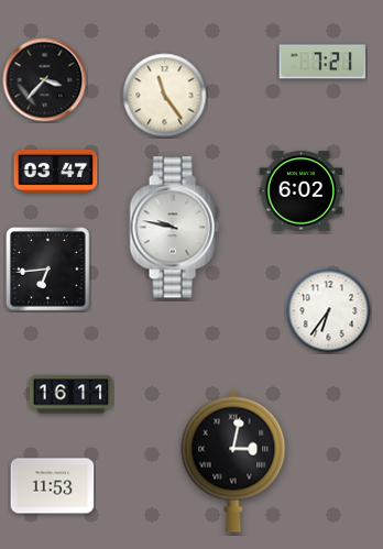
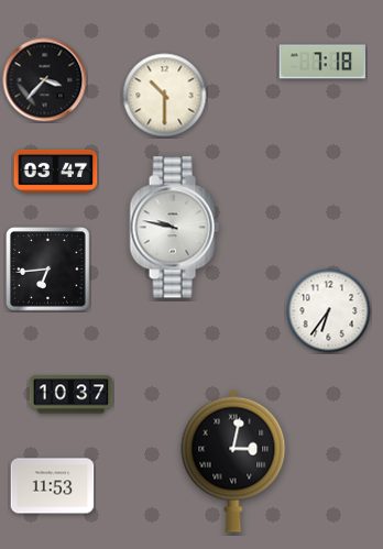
clock at (322, 62): 7:21 -> 7:18
clock at (165, 96): 11:24 -> 10:30
clock at (302, 191): 6:02 -> none
clock at (72, 395): 16:11 -> 10:37
